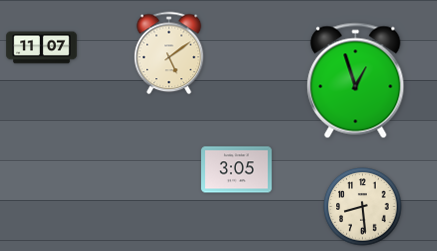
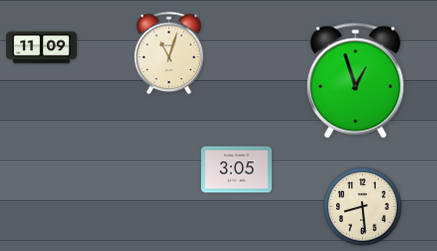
clock at (42, 48): 11:07 -> 11:09
clock at (169, 53): 5:09 -> 11:03
